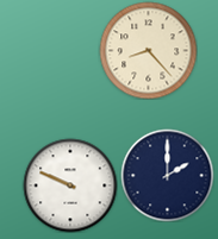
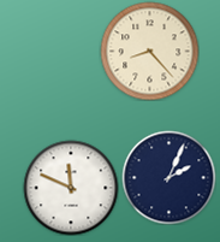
clock at (167, 175): 2:00 -> 2:04
clock at (70, 185): 9:49 -> 11:49
